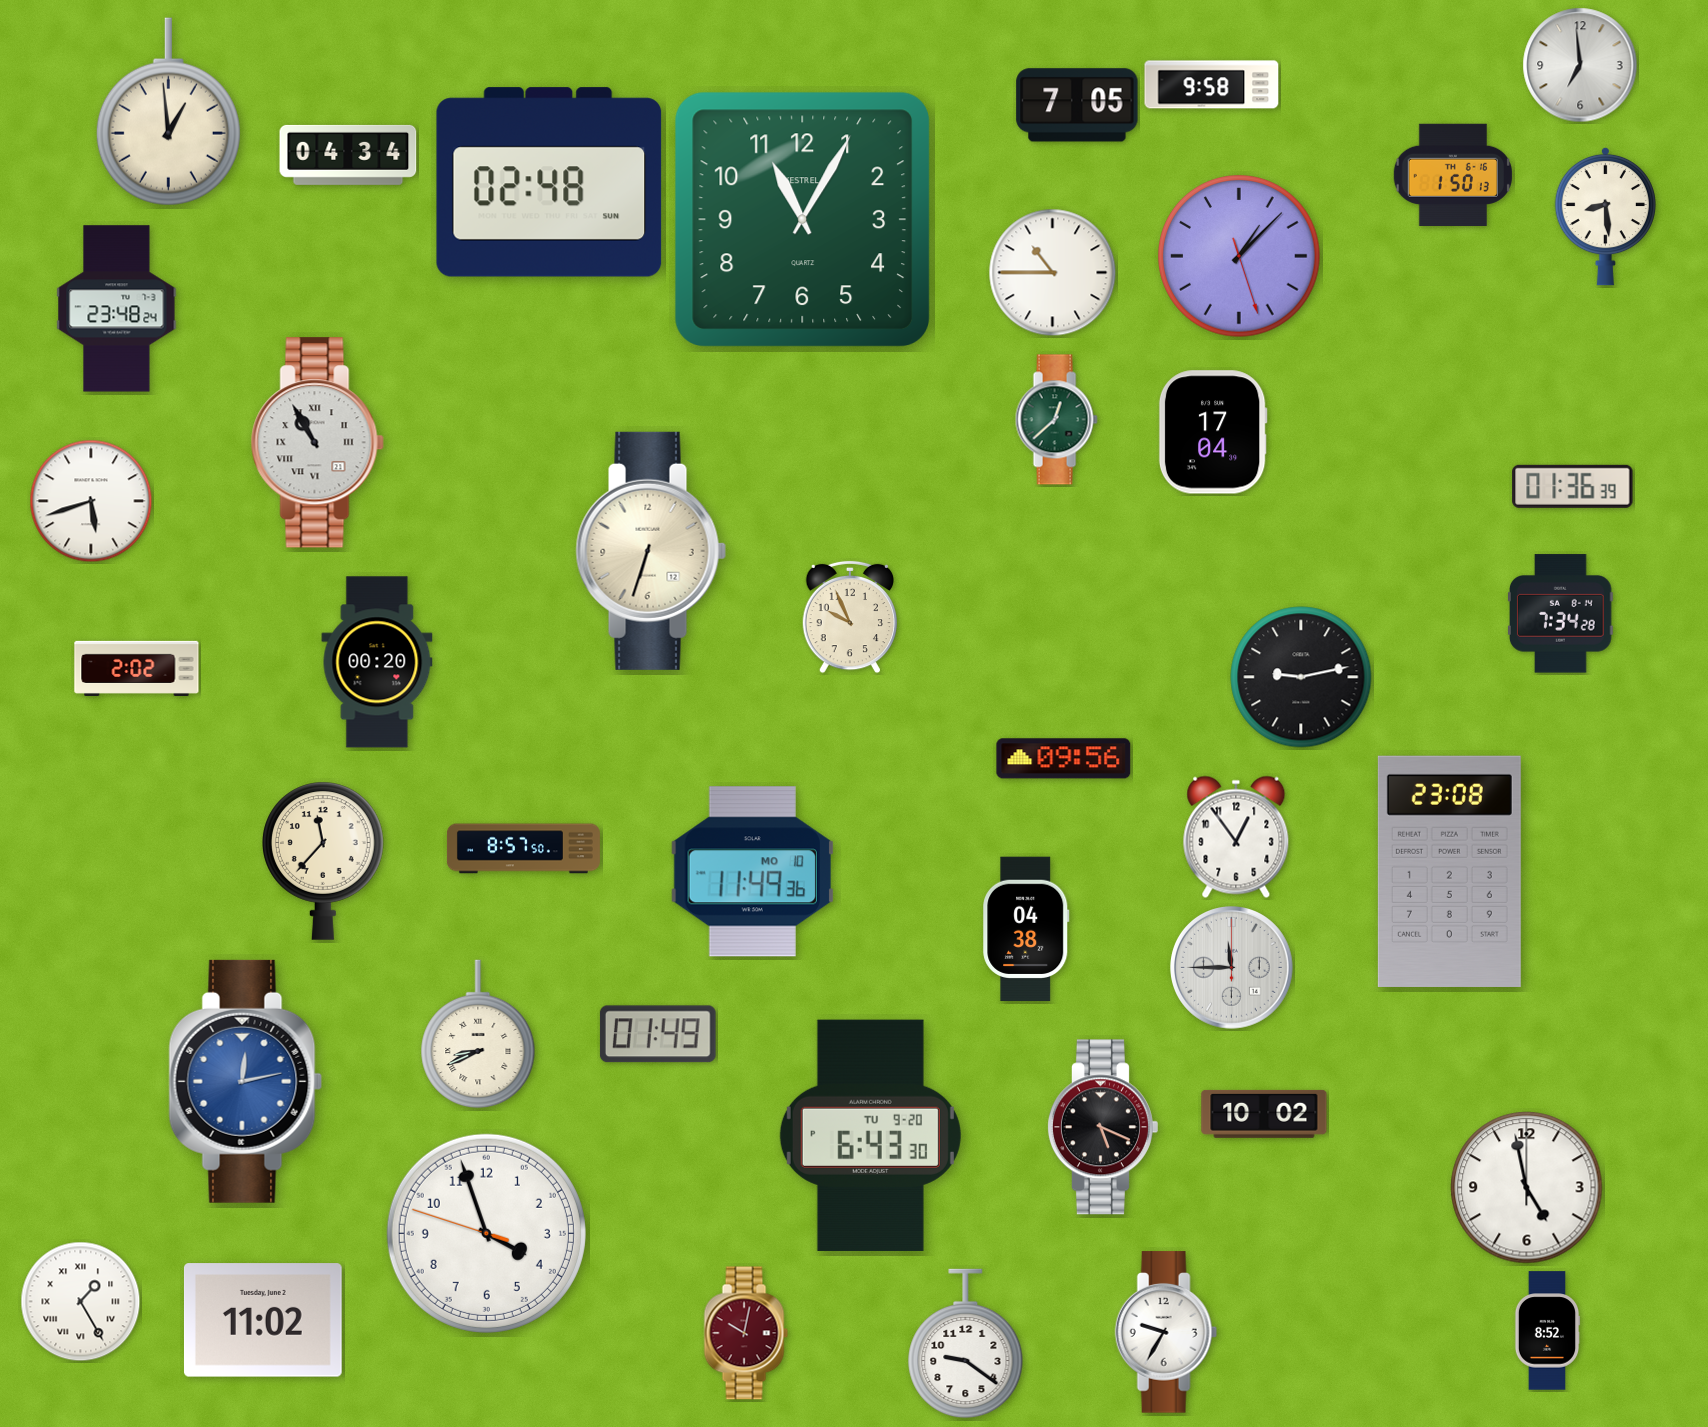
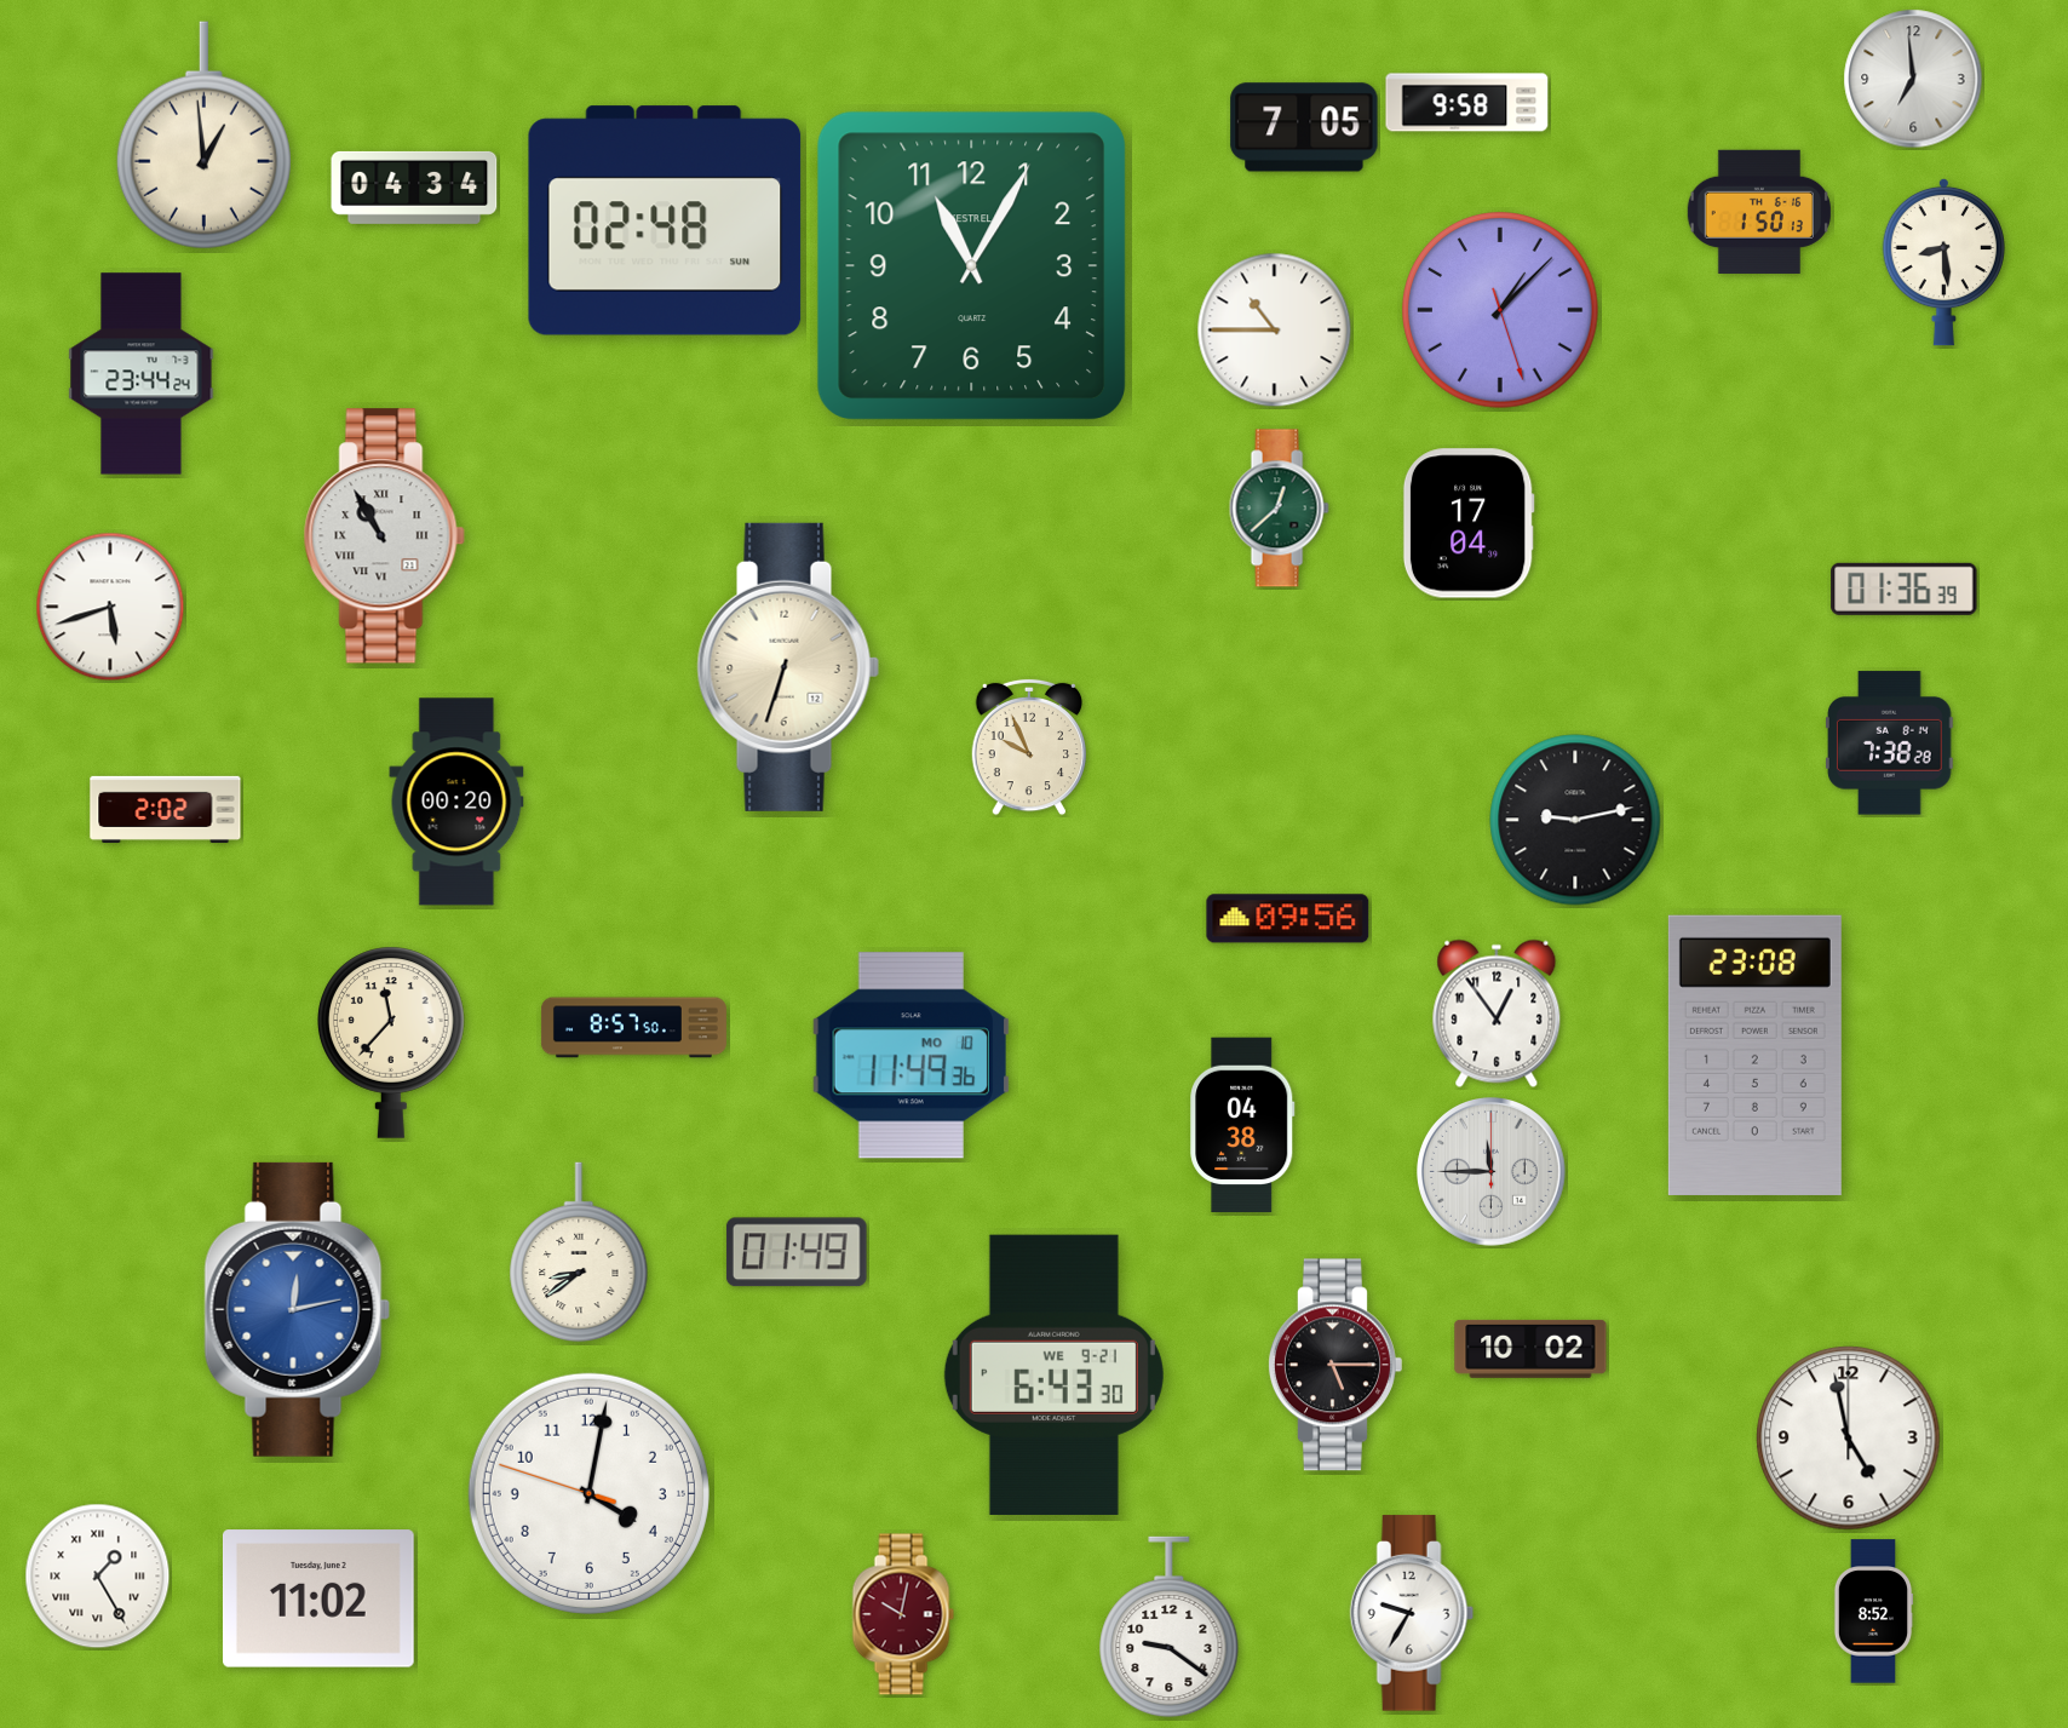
clock at (348, 155) position: (348, 155) -> (414, 188)
clock at (117, 309): 23:48 -> 23:44
clock at (1561, 614): 7:34 -> 7:38
clock at (478, 1034): 8:41 -> 8:39
clock at (1102, 1127): 5:19 -> 5:15
clock at (870, 1135) date: TU 9-20 -> WE 9-21
clock at (486, 1233): 3:56 -> 4:01
